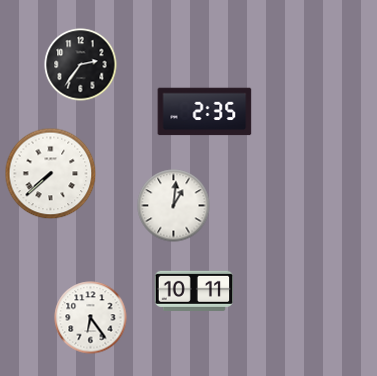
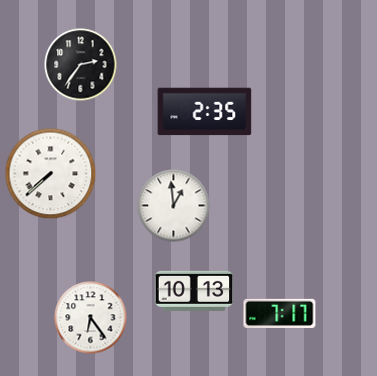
clock at (174, 206): 1:01 -> 12:59
clock at (194, 291): 10:11 -> 10:13
clock at (280, 313): none -> 7:17
